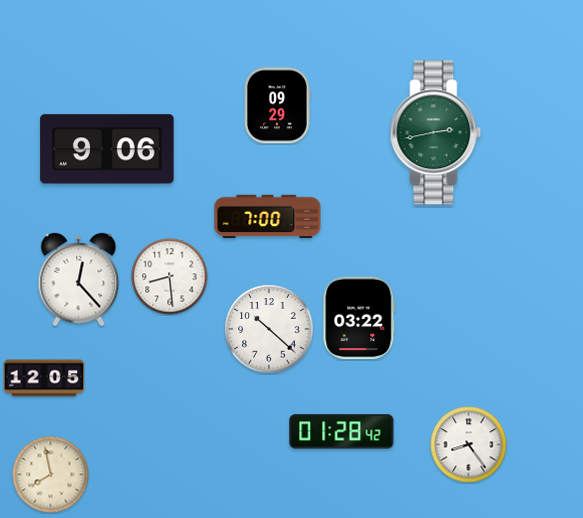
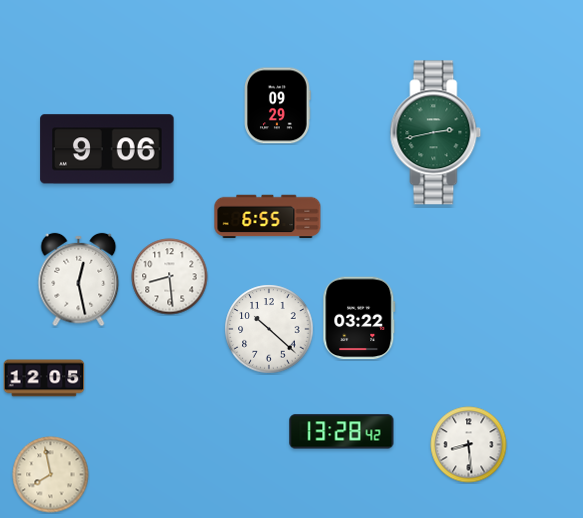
clock at (268, 217): 7:00 -> 6:55
clock at (79, 280): 12:23 -> 12:28
clock at (342, 432): 01:28 -> 13:28
clock at (469, 445): 8:24 -> 8:29
